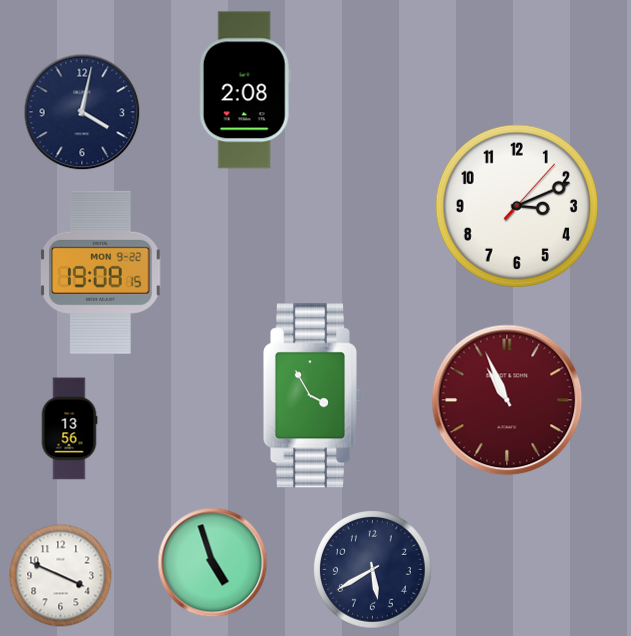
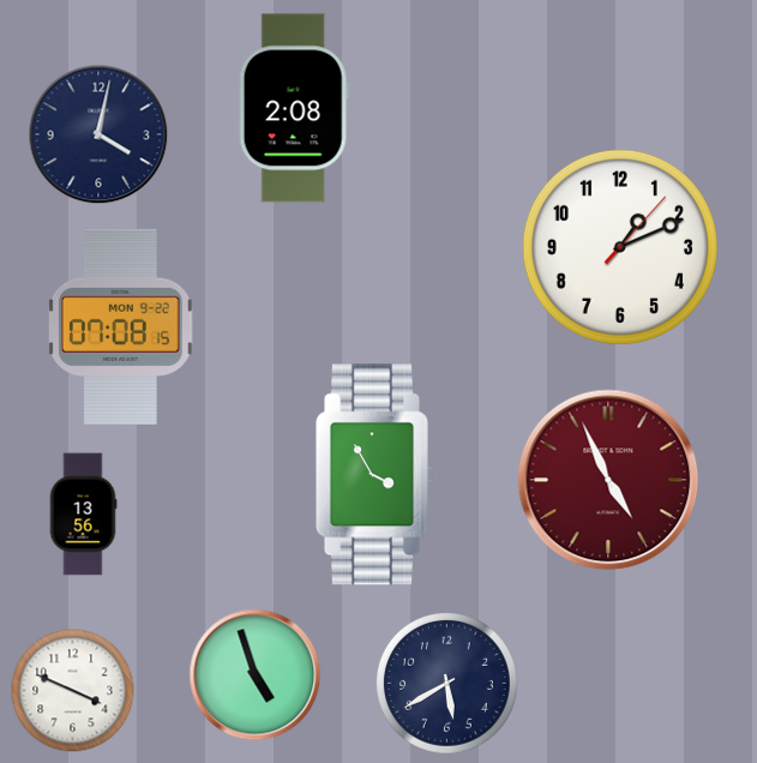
clock at (517, 206): 3:11 -> 1:11
clock at (101, 272): 19:08 -> 07:08
clock at (507, 400): 10:56 -> 4:56
